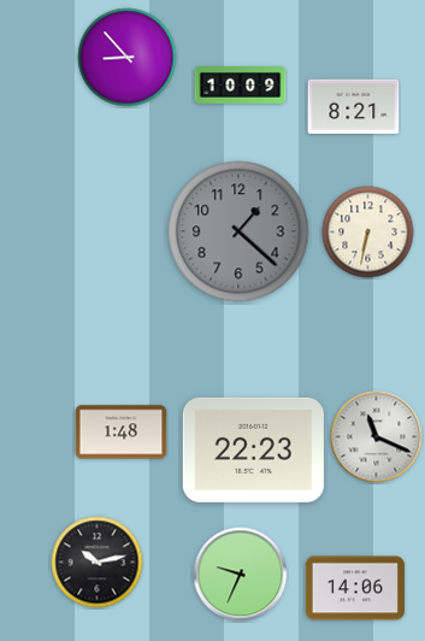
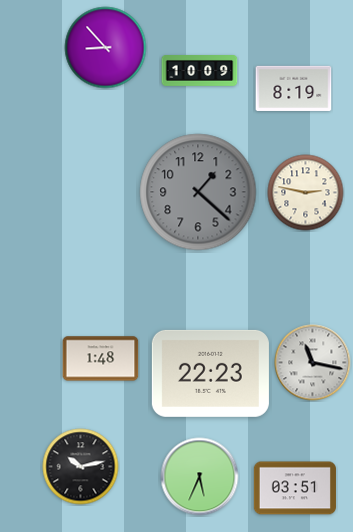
clock at (354, 106): 8:21 -> 8:19
clock at (368, 233): 6:32 -> 2:47
clock at (377, 437): 11:19 -> 11:17
clock at (241, 575): 9:34 -> 5:34
clock at (355, 588): 14:06 -> 03:51
